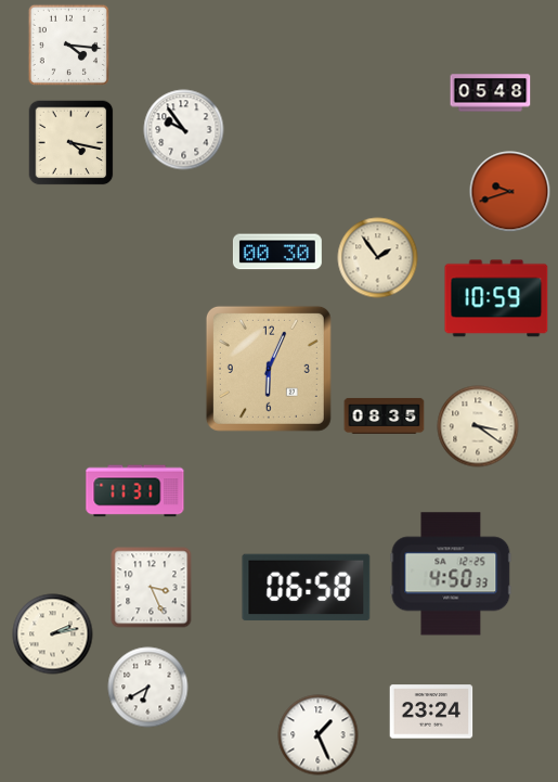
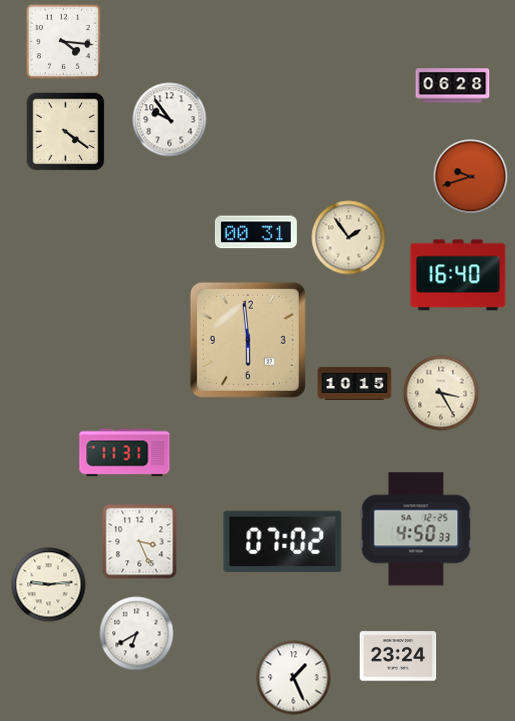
clock at (491, 93): 05:48 -> 06:28
clock at (72, 143): 4:17 -> 4:21
clock at (277, 252): 00:30 -> 00:31
clock at (496, 298): 10:59 -> 16:40
clock at (269, 369): 6:04 -> 5:59
clock at (385, 415): 08:35 -> 10:15
clock at (478, 426): 3:21 -> 3:25
clock at (307, 588): 06:58 -> 07:02
clock at (53, 634): 2:13 -> 9:14
